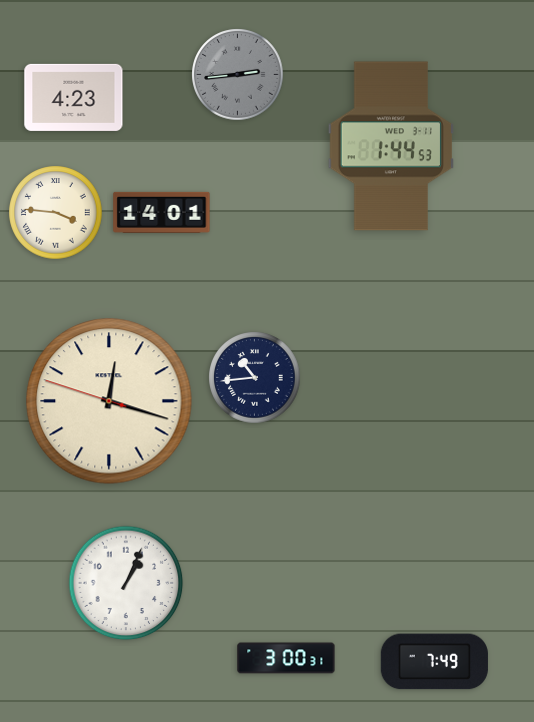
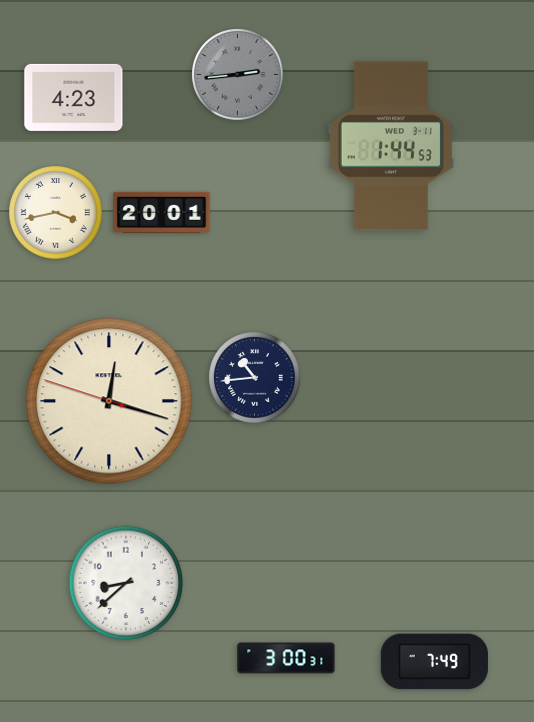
clock at (162, 212): 14:01 -> 20:01
clock at (56, 213): 3:46 -> 3:43
clock at (126, 583): 1:04 -> 8:38
